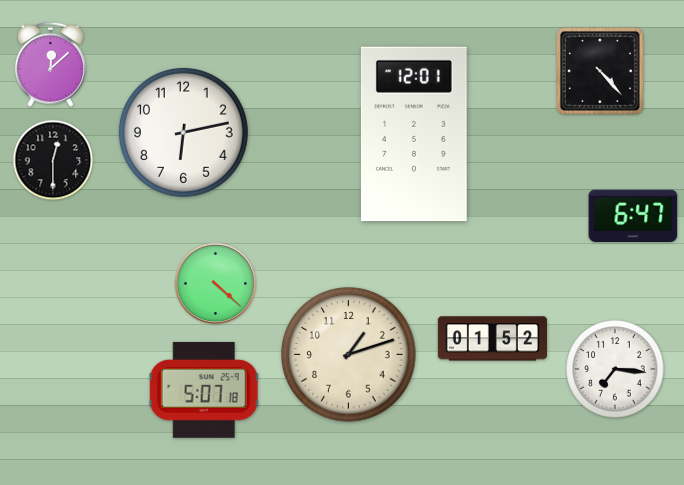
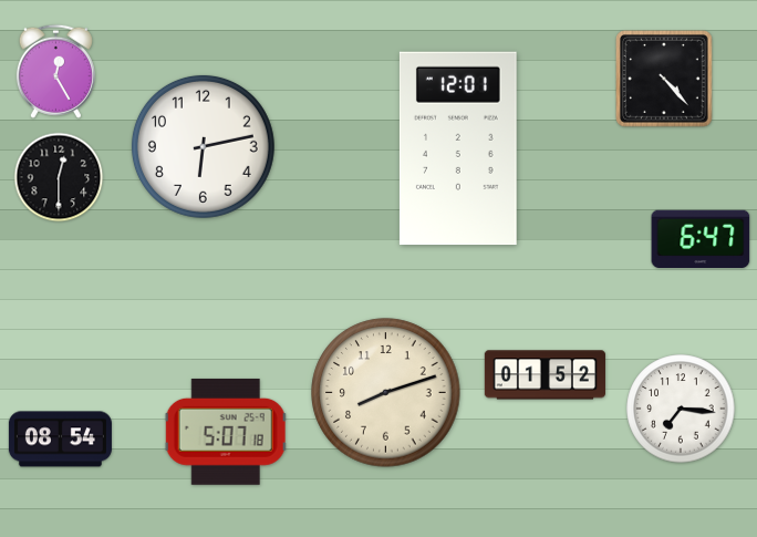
clock at (50, 64): 12:08 -> 12:25
clock at (216, 284): 4:22 -> none
clock at (349, 355): 1:12 -> 8:12
clock at (60, 440): none -> 08:54
